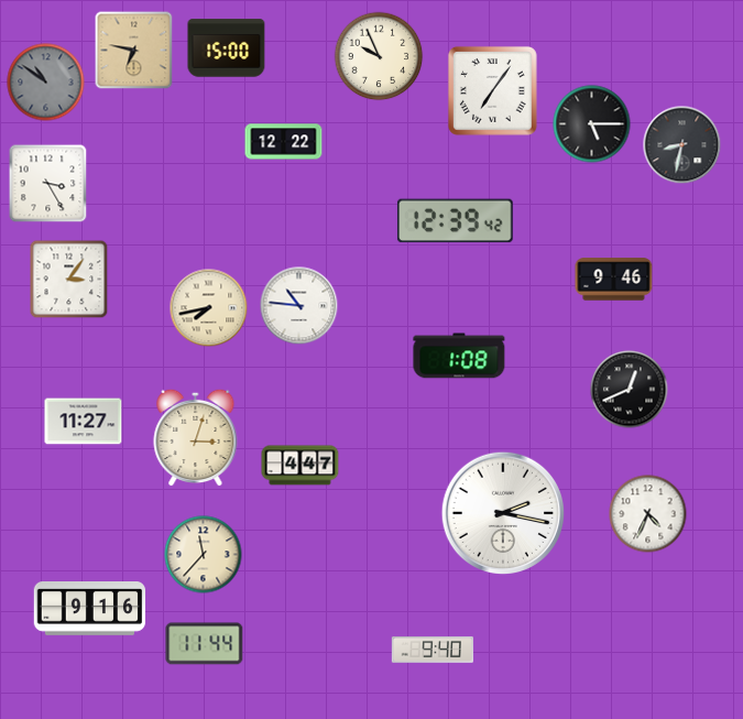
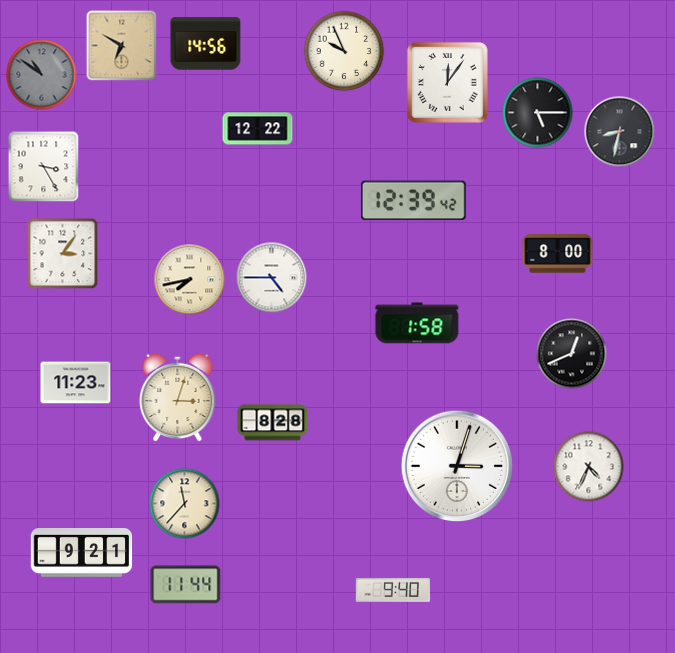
clock at (227, 48): 15:00 -> 14:56
clock at (134, 51): 6:47 -> 6:50
clock at (492, 90): 7:06 -> 12:06
clock at (614, 280): 9:46 -> 8:00
clock at (299, 306): 10:46 -> 4:45
clock at (459, 356): 1:08 -> 1:58
clock at (84, 422): 11:27 -> 11:23
clock at (301, 466): 4:47 -> 8:28
clock at (502, 512): 2:17 -> 3:03
clock at (90, 609): 9:16 -> 9:21
